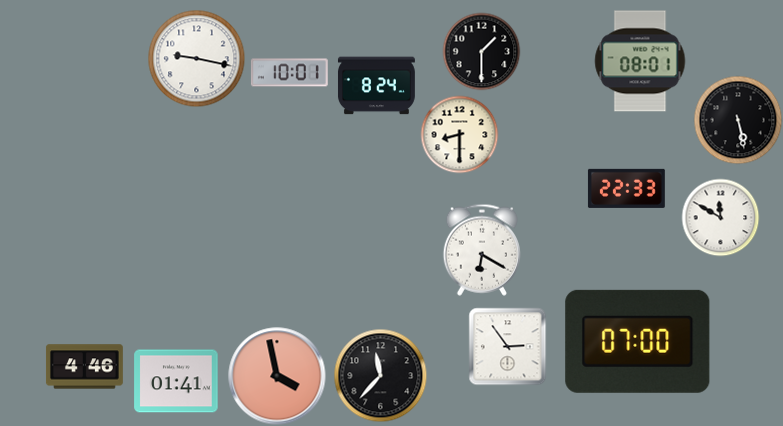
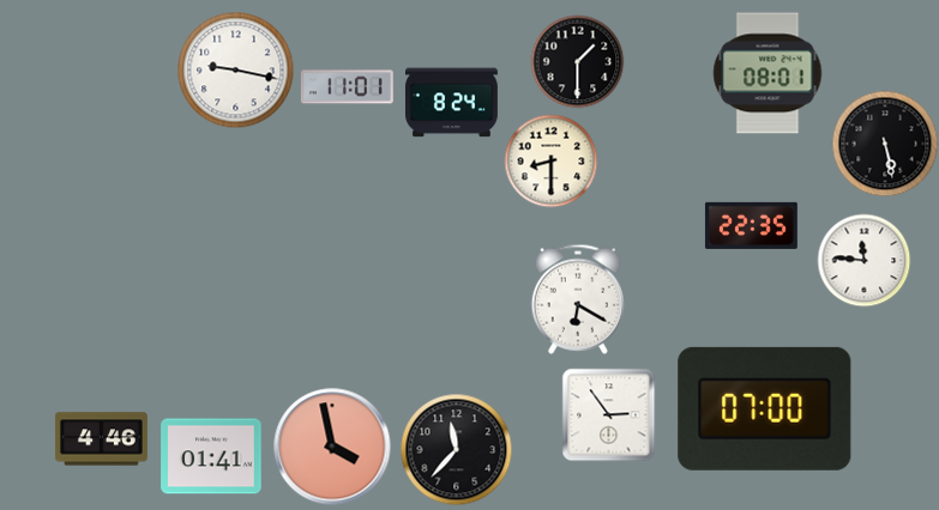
clock at (289, 73): 10:01 -> 11:01
clock at (626, 188): 22:33 -> 22:35
clock at (720, 217): 11:50 -> 11:46
clock at (277, 376) position: (277, 376) -> (332, 447)
